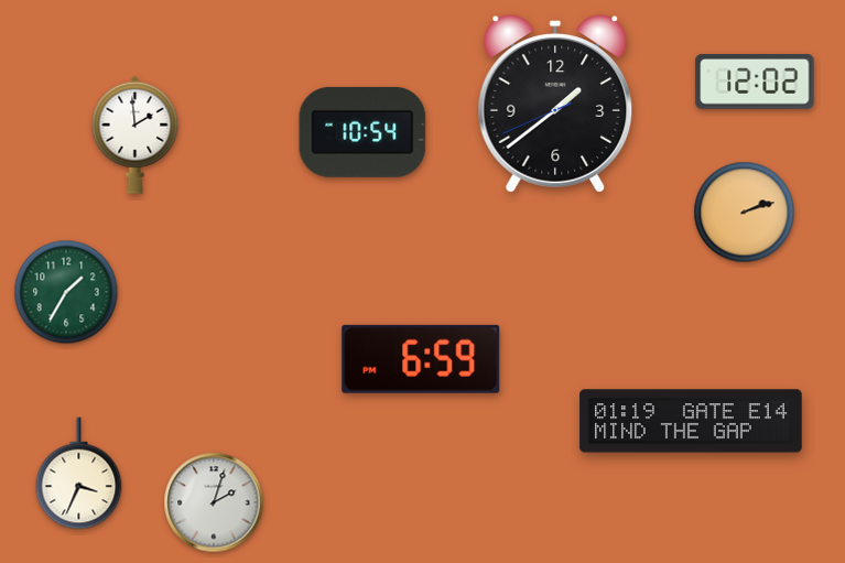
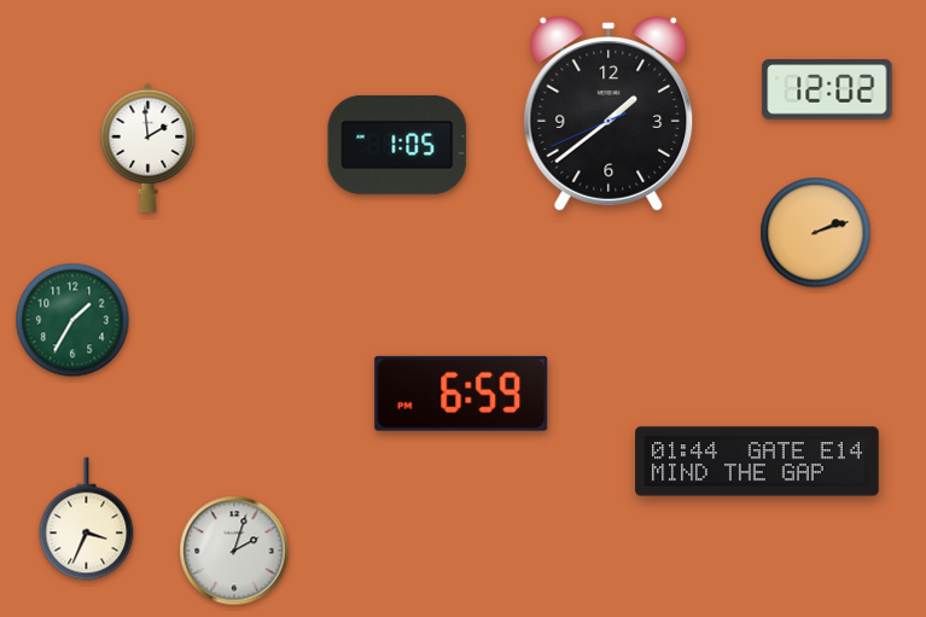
clock at (362, 132): 10:54 -> 1:05
clock at (691, 421): 01:19 -> 01:44
